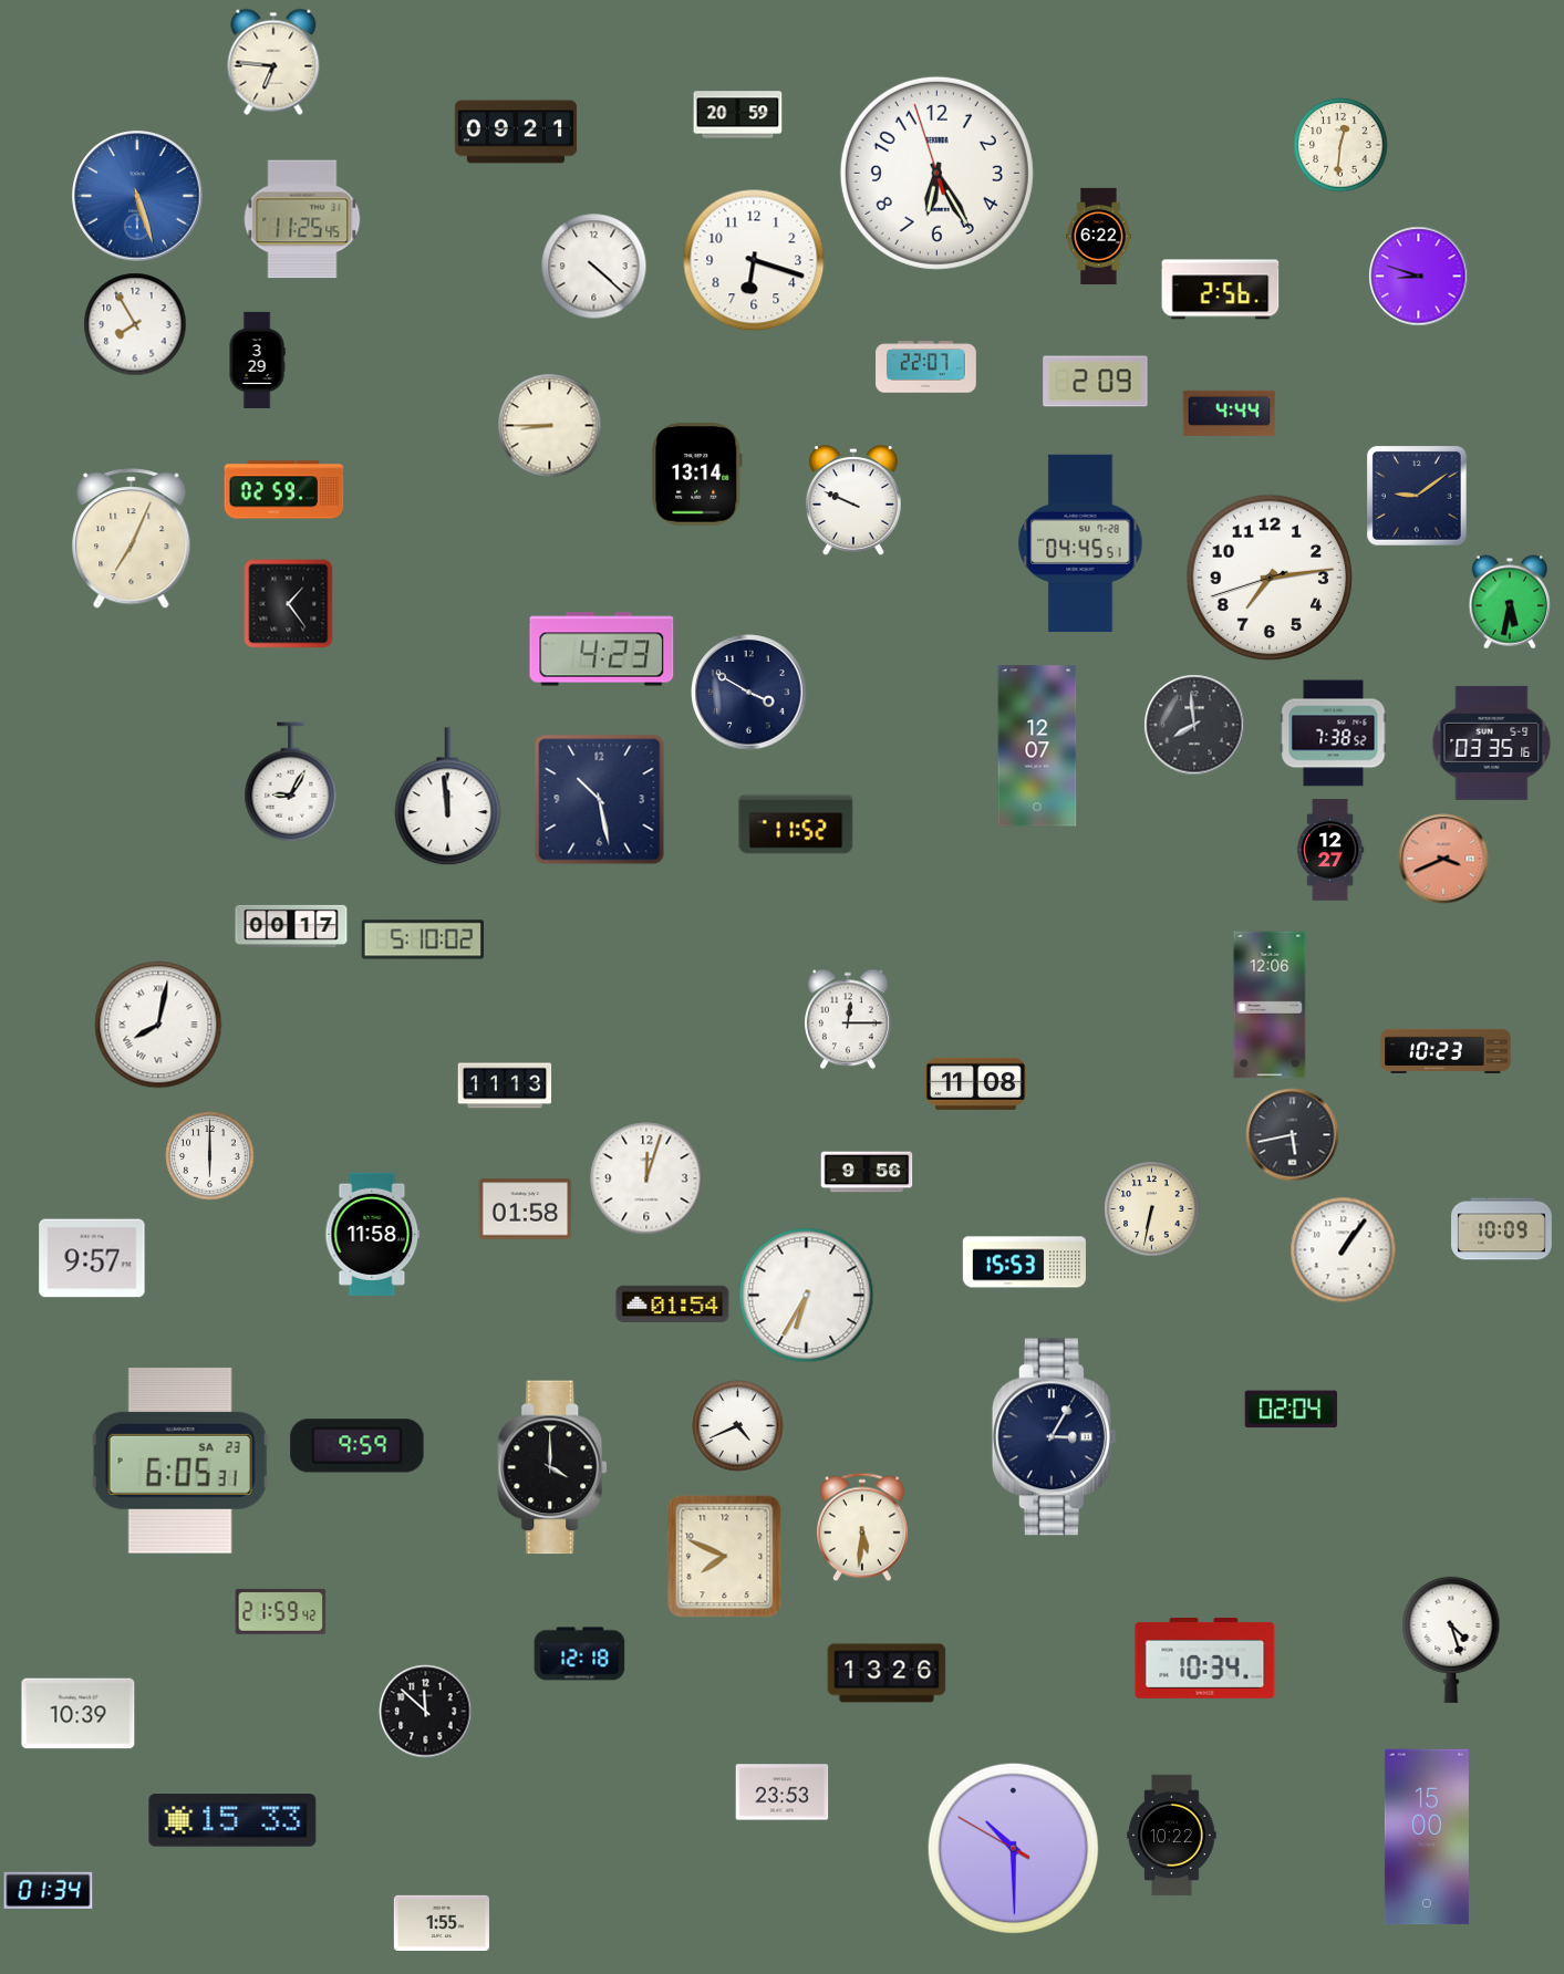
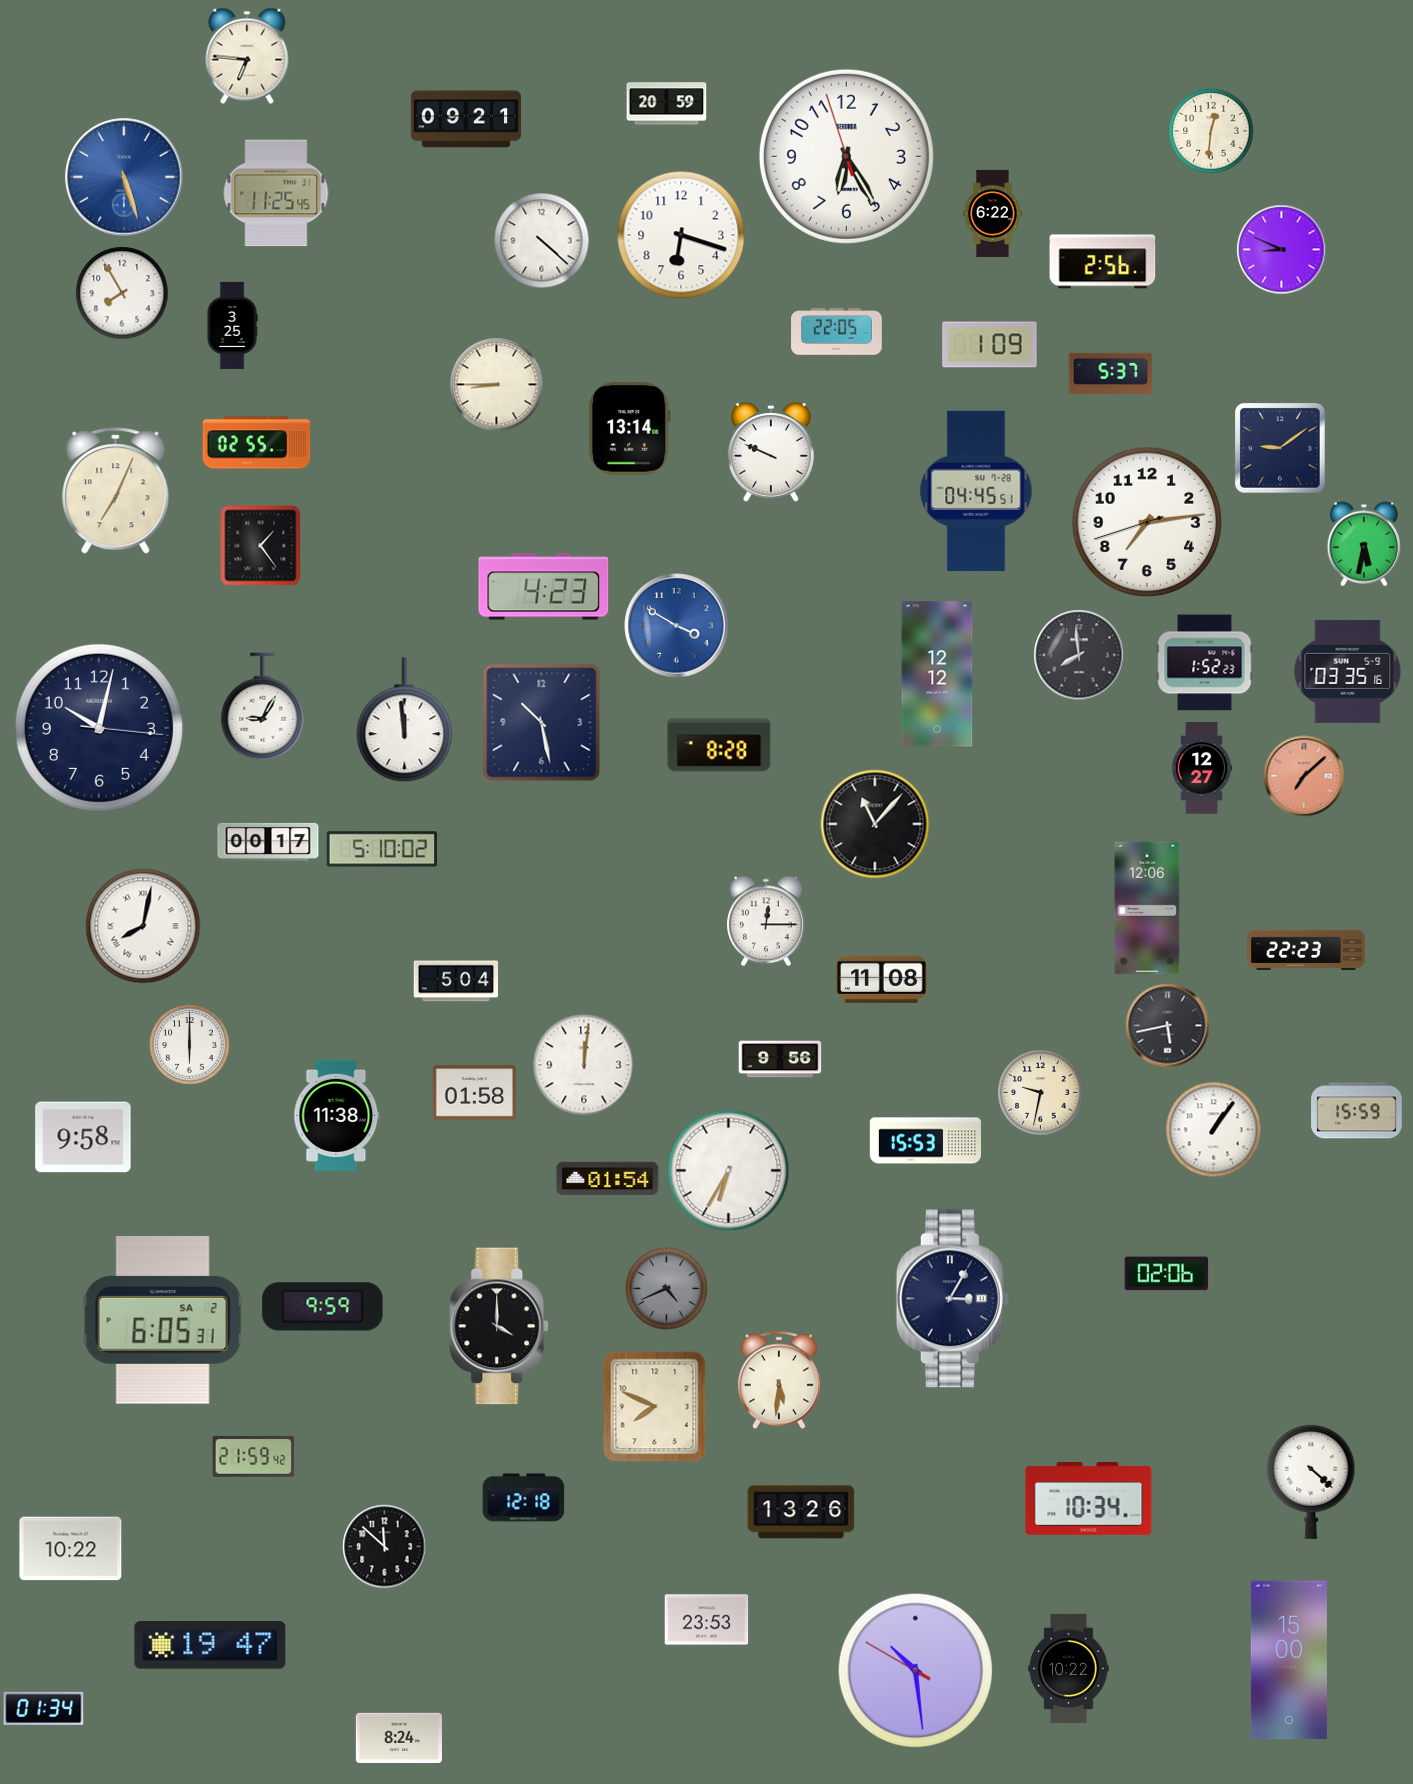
clock at (302, 219) position: (302, 219) -> (276, 193)
clock at (594, 267) position: (594, 267) -> (542, 241)
clock at (1419, 277): 8:48 -> 8:49
clock at (257, 360): 3:29 -> 3:25
clock at (926, 367): 22:07 -> 22:05
clock at (1096, 382): 2:09 -> 1:09
clock at (1230, 413): 4:44 -> 5:37
clock at (284, 490): 02:59 -> 02:55
clock at (132, 539) position: (132, 539) -> (116, 491)
clock at (749, 693) dial: navy -> blue
clock at (1334, 734): 7:38 -> 1:52
clock at (1037, 746): 12:07 -> 12:12
clock at (99, 728): none -> 10:02
clock at (796, 824): 11:52 -> 8:28
clock at (1443, 859): 3:41 -> 7:08
clock at (875, 824): none -> 11:07
clock at (291, 926) position: (291, 926) -> (268, 842)
clock at (1446, 1051): 10:23 -> 22:23
clock at (505, 1085): 11:13 -> 5:04
clock at (867, 1172) position: (867, 1172) -> (780, 1059)
clock at (646, 1178): 12:03 -> 12:01
clock at (1152, 1209): 6:32 -> 9:32
clock at (1502, 1229): 10:09 -> 15:59
clock at (373, 1234): 11:58 -> 11:38
clock at (92, 1258): 9:57 -> 9:58
clock at (1292, 1410): 02:04 -> 02:06
clock at (738, 1426) dial: white -> grey
clock at (180, 1462) date: SA 23 -> SA 2
clock at (1451, 1640): 4:27 -> 4:22
clock at (580, 1654) position: (580, 1654) -> (524, 1498)
clock at (79, 1714): 10:39 -> 10:22
clock at (232, 1820): 15:33 -> 19:47
clock at (1172, 1836) position: (1172, 1836) -> (1069, 1669)
clock at (1013, 1848): 10:29 -> 10:28
clock at (442, 1922): 1:55 -> 8:24
